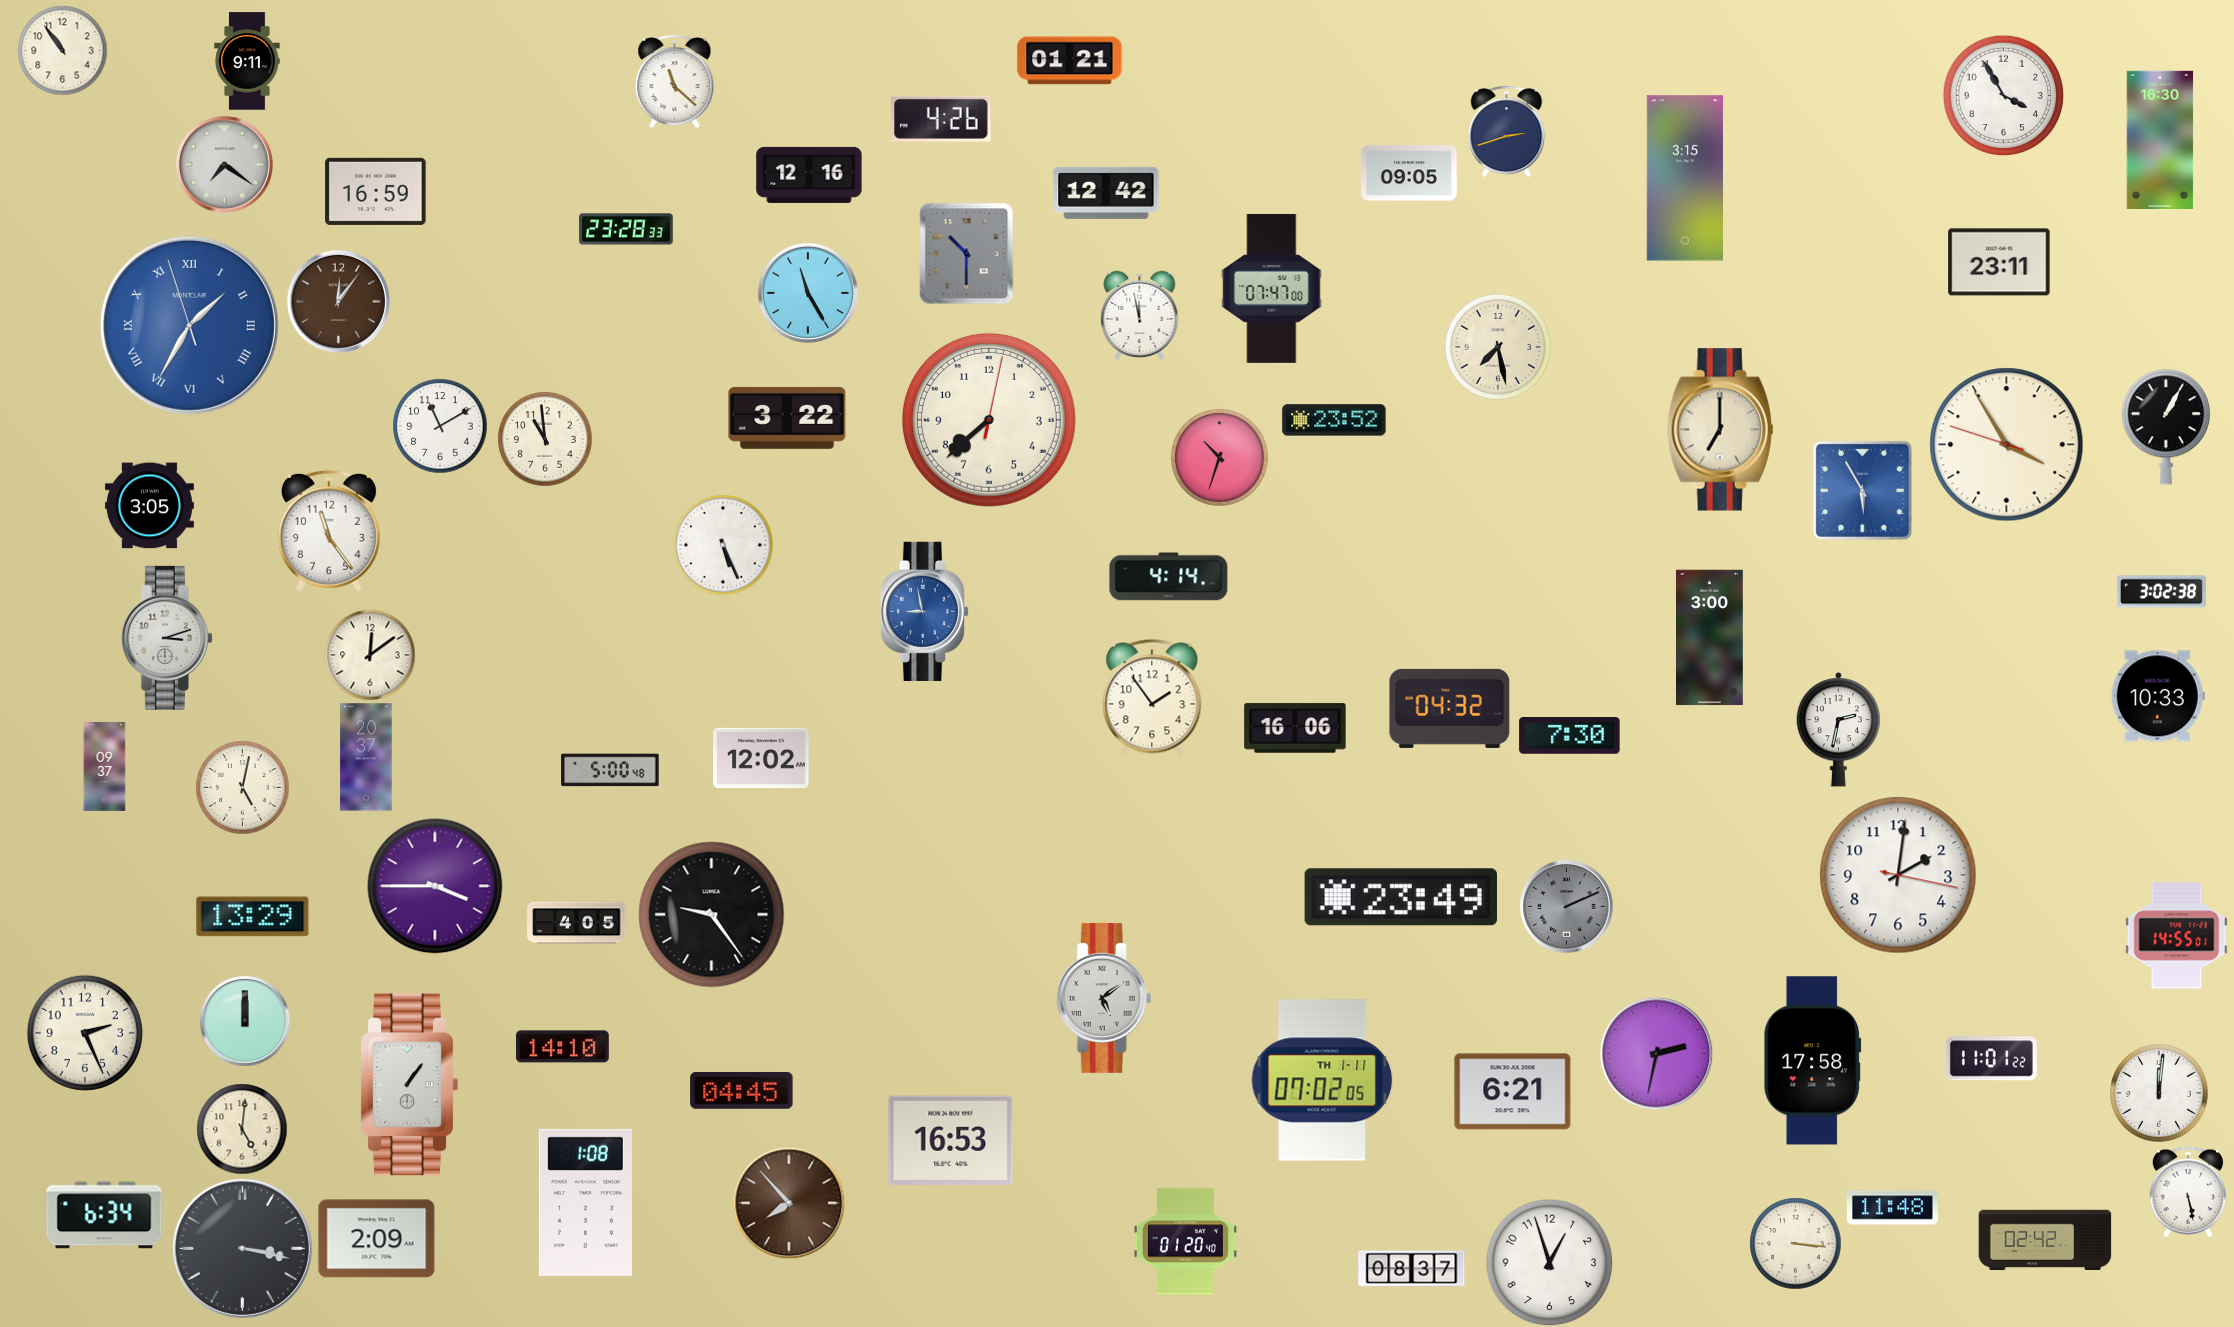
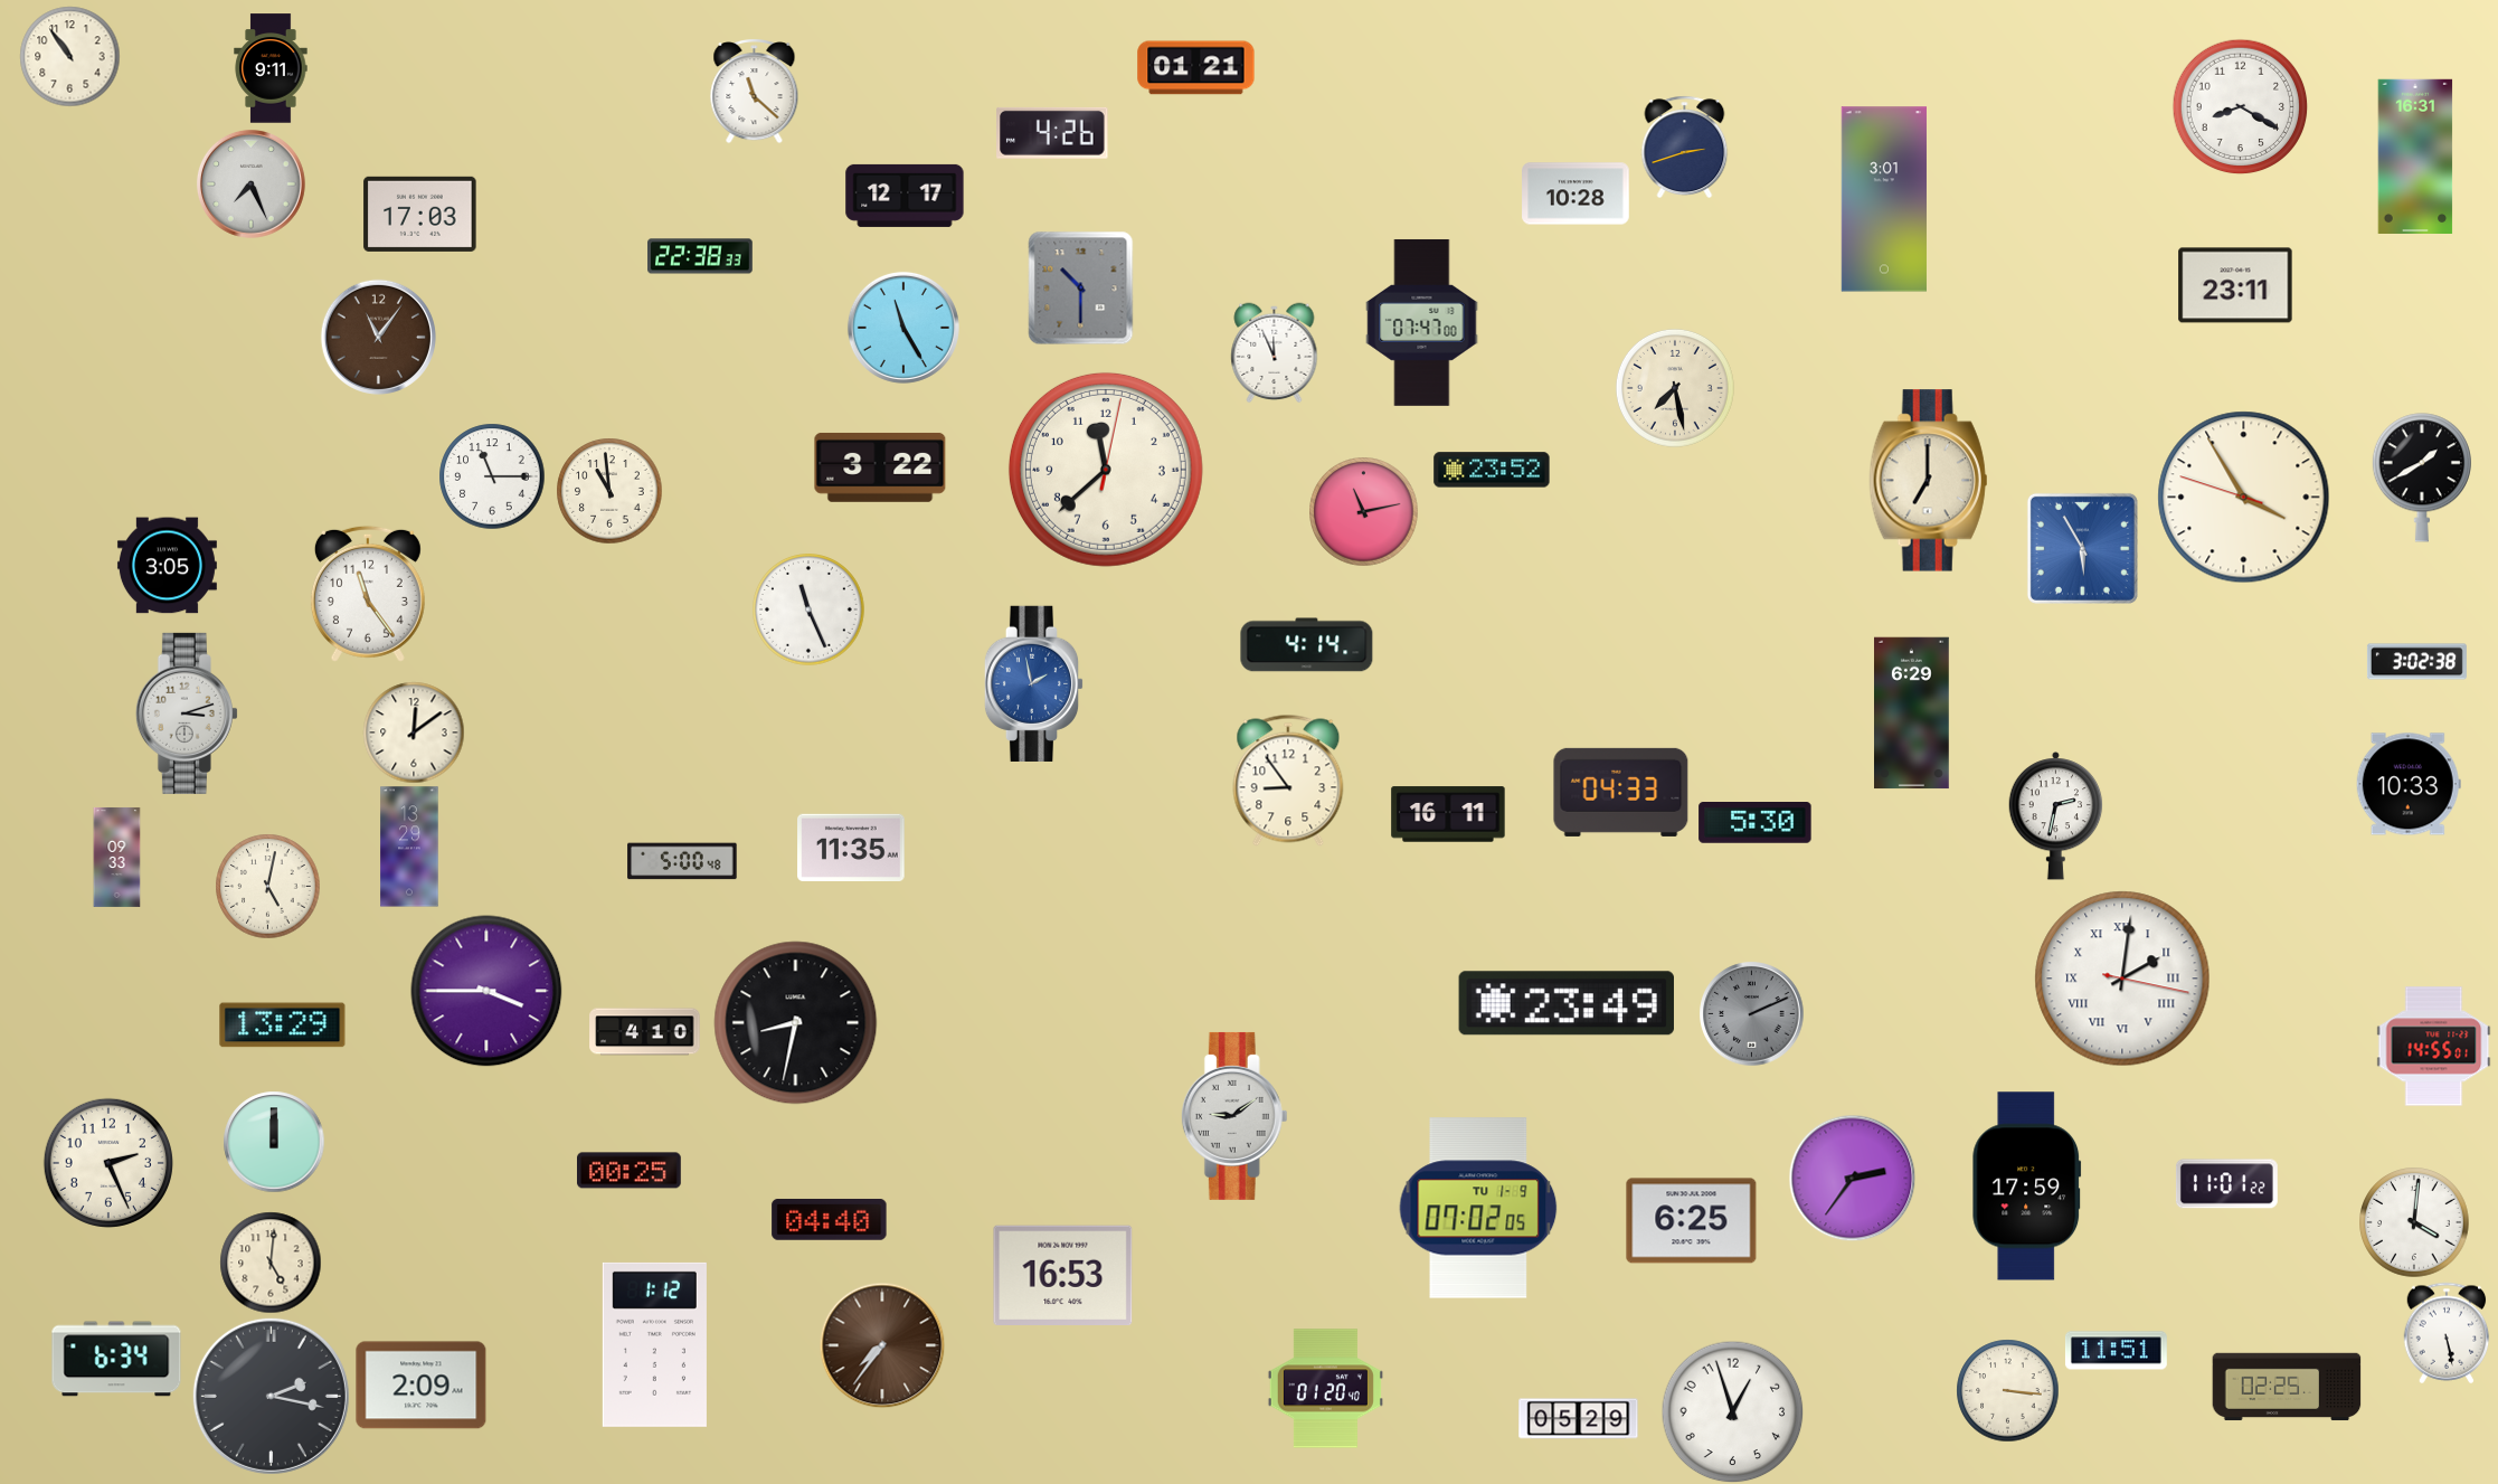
clock at (247, 61) position: (247, 61) -> (271, 68)
clock at (2003, 95): 3:55 -> 8:20
clock at (2160, 139): 16:30 -> 16:31
clock at (224, 164): 7:21 -> 7:26
clock at (1409, 173): 09:05 -> 10:28
clock at (809, 175): 12:16 -> 12:17
clock at (1685, 178): 3:15 -> 3:01
clock at (376, 191): 16:59 -> 17:03
clock at (1106, 193): 12:42 -> none
clock at (626, 229): 23:28 -> 22:38
clock at (967, 253) position: (967, 253) -> (1081, 287)
clock at (1999, 262) position: (1999, 262) -> (2235, 285)
clock at (338, 301): 12:06 -> 11:06
clock at (1140, 315): 11:58 -> 11:56
clock at (189, 325): 1:34 -> none
clock at (989, 420): 7:38 -> 11:38
clock at (440, 426): 11:10 -> 11:15
clock at (2166, 427): 1:05 -> 1:40
clock at (1721, 430) position: (1721, 430) -> (1929, 481)
clock at (1220, 458): 10:33 -> 11:13
clock at (724, 546): 5:26 -> 11:26
clock at (925, 611): 8:58 -> 1:58
clock at (1710, 638): 3:00 -> 6:29
clock at (2158, 696) position: (2158, 696) -> (2409, 784)
clock at (1152, 698): 1:54 -> 8:54
clock at (1450, 708): 04:32 -> 04:33
clock at (1295, 728): 16:06 -> 16:11
clock at (1570, 736): 7:30 -> 5:30
clock at (366, 757): 20:37 -> 13:29
clock at (761, 757): 12:02 -> 11:35
clock at (105, 766): 09:37 -> 09:33
clock at (242, 787) position: (242, 787) -> (267, 886)
clock at (1898, 875) numerals: Arabic -> Roman
clock at (712, 915): 9:24 -> 8:32
clock at (577, 923): 4:05 -> 4:10
clock at (1104, 998): 5:09 -> 9:09
clock at (85, 1033) position: (85, 1033) -> (108, 1163)
clock at (563, 1047): 14:10 -> 00:25
clock at (1656, 1053): 2:32 -> 2:36
clock at (1813, 1061): 17:58 -> 17:59
clock at (1322, 1080) date: TH 1-11 -> TU 1-9
clock at (409, 1085): 1:06 -> none
clock at (742, 1090): 04:45 -> 04:40
clock at (1513, 1092): 6:21 -> 6:25
clock at (2159, 1093): 12:01 -> 4:01
clock at (585, 1202): 1:08 -> 1:12
clock at (789, 1203): 7:53 -> 7:36
clock at (1892, 1208): 11:48 -> 11:51
clock at (2045, 1240): 02:42 -> 02:25
clock at (242, 1248): 3:17 -> 2:17
clock at (1412, 1269): 08:37 -> 05:29
